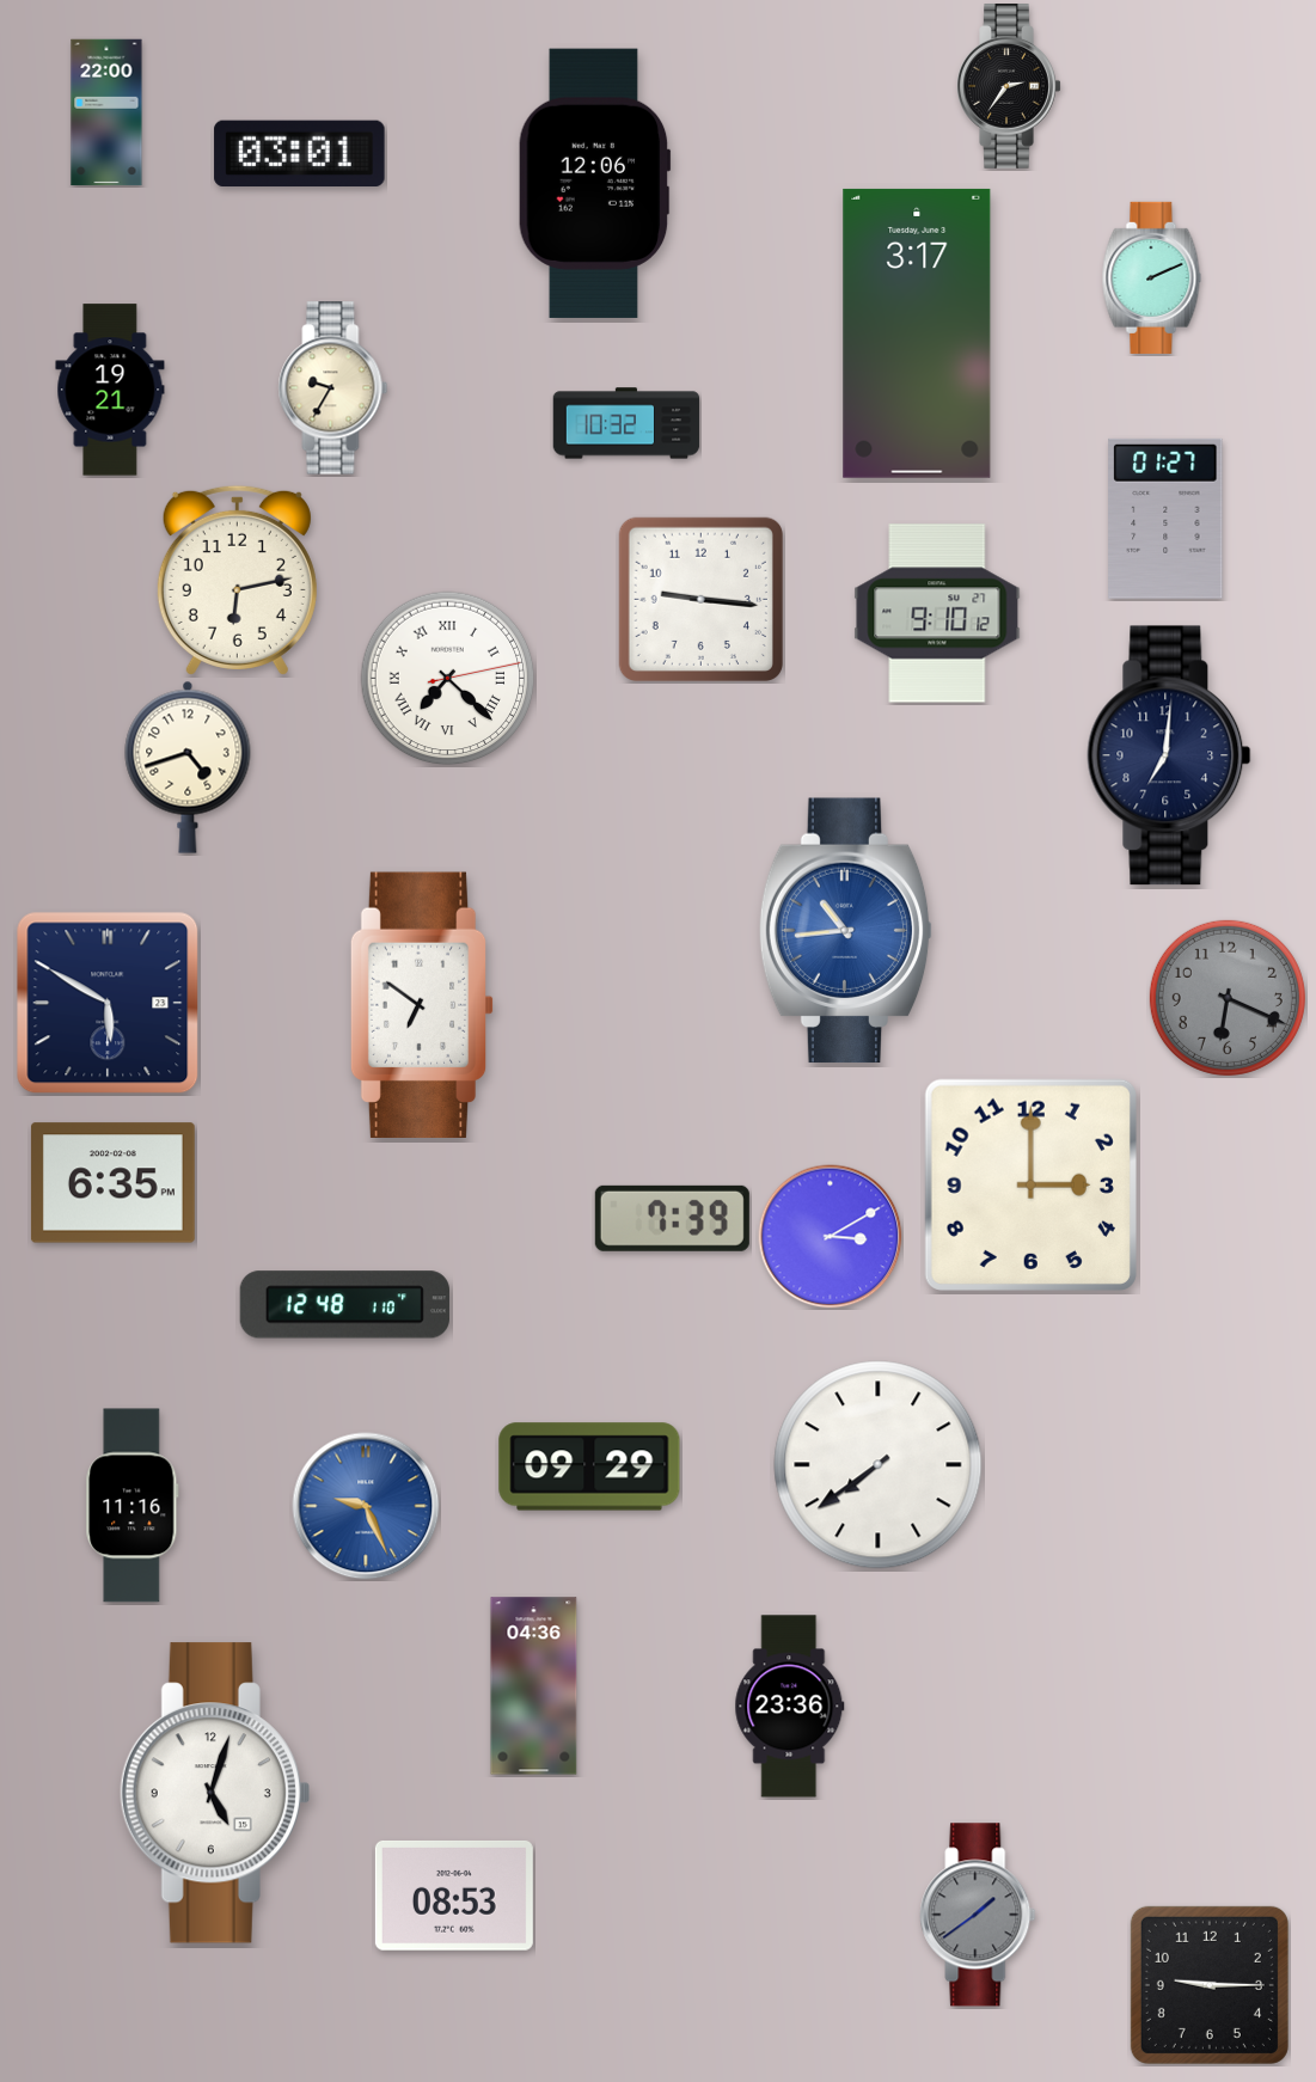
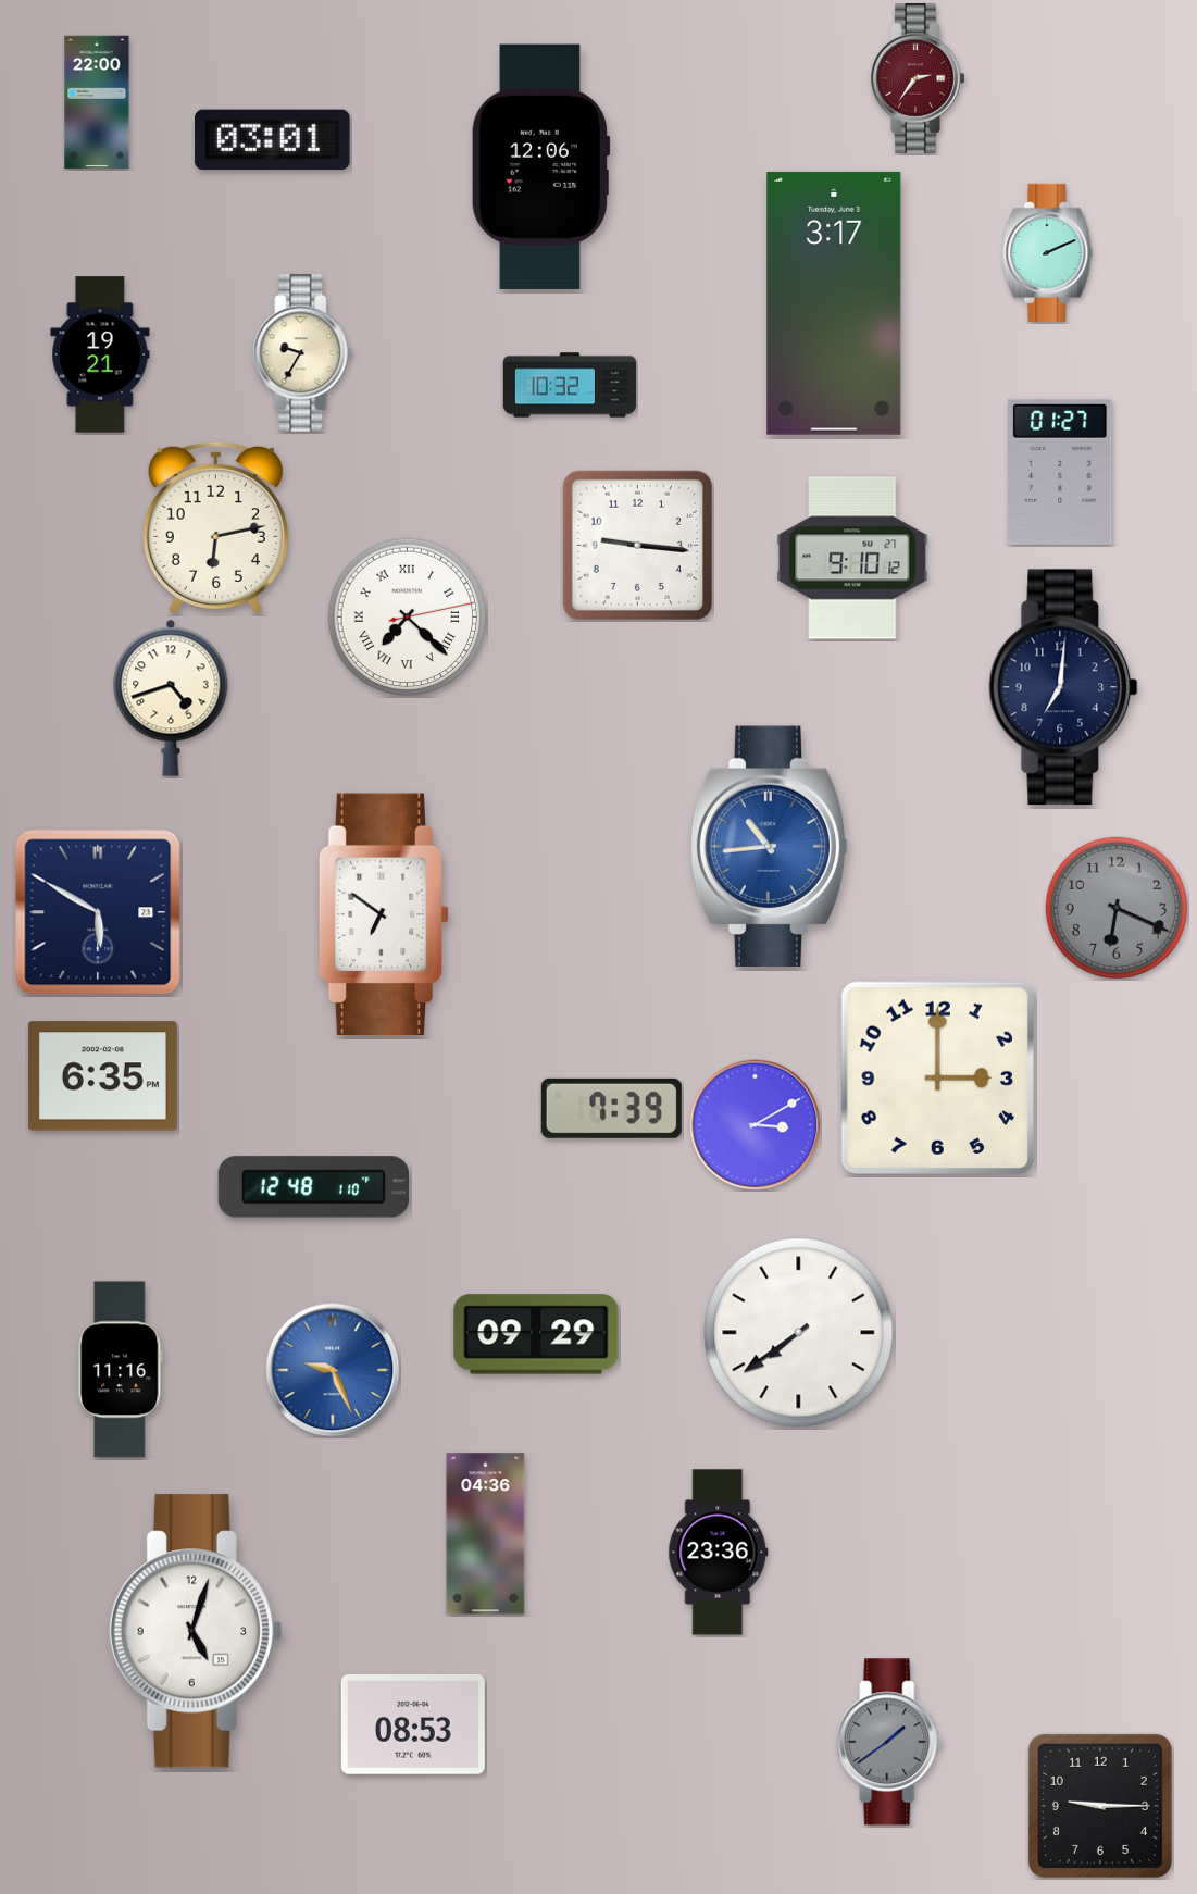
clock at (1009, 87) dial: black -> burgundy
